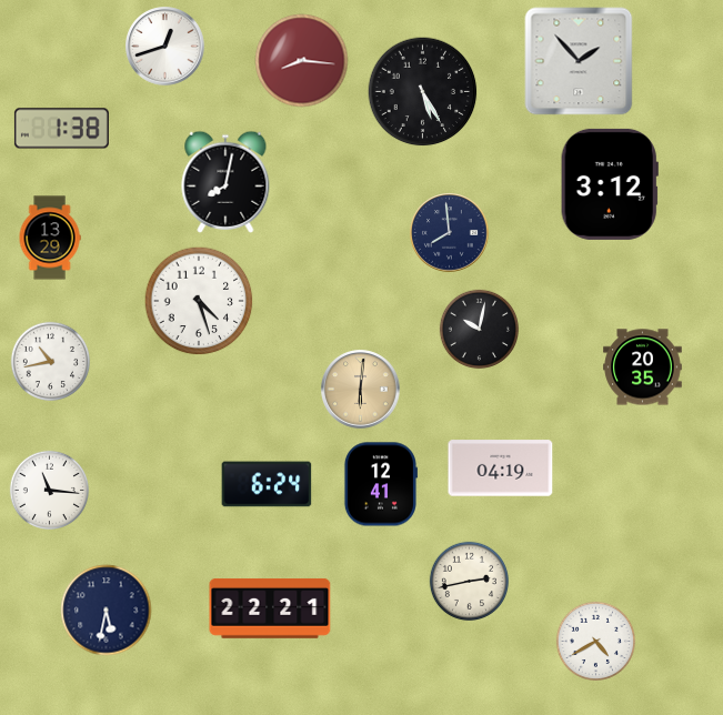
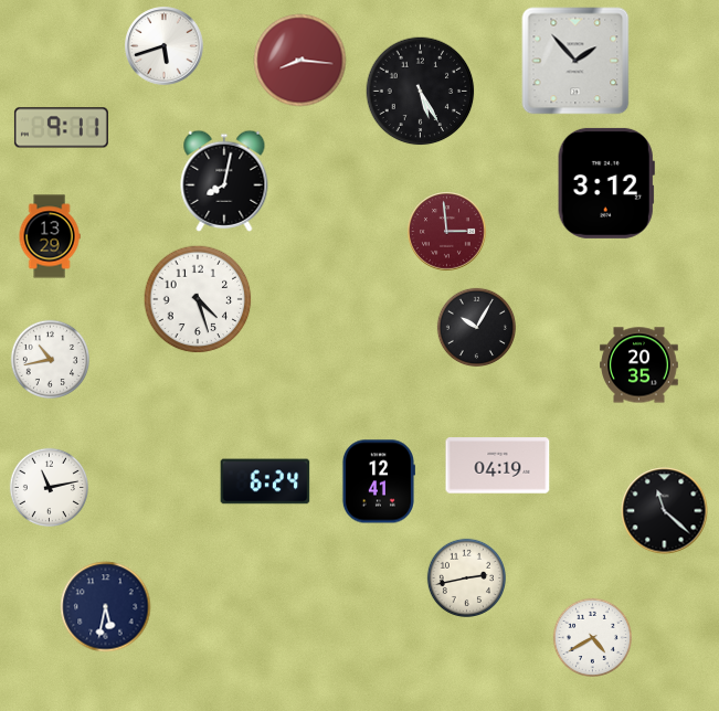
clock at (165, 47): 12:42 -> 5:42
clock at (61, 129): 1:38 -> 9:11
clock at (450, 233): 7:59 -> 2:59
clock at (450, 233) dial: navy -> burgundy
clock at (479, 329): 10:02 -> 10:05
clock at (361, 390): 6:01 -> none
clock at (49, 490): 11:16 -> 11:13
clock at (665, 511): none -> 11:22
clock at (270, 608): 22:21 -> none
